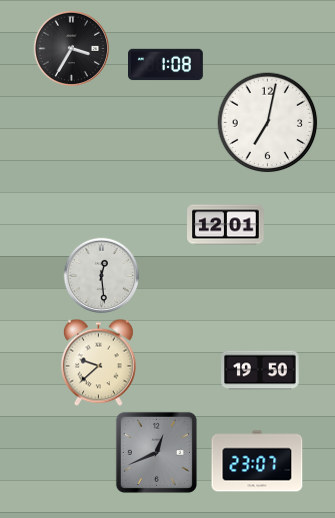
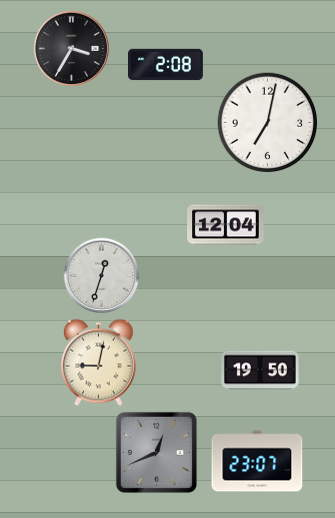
clock at (166, 65): 1:08 -> 2:08
clock at (226, 225): 12:01 -> 12:04
clock at (102, 276): 12:29 -> 12:33
clock at (98, 363): 9:38 -> 9:02
